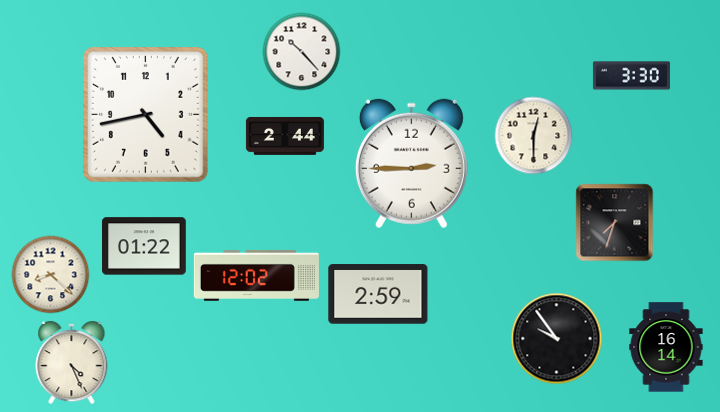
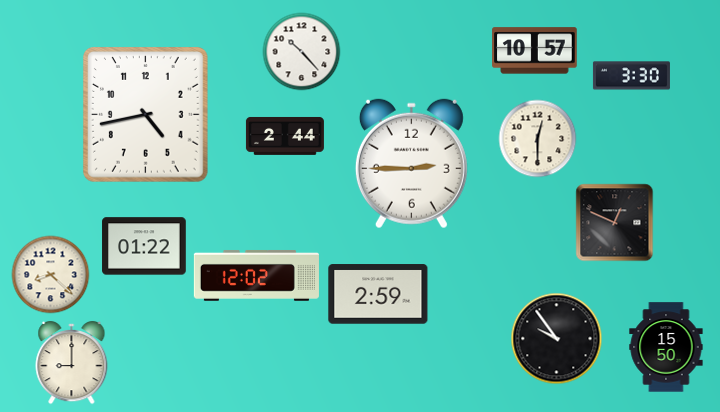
clock at (535, 51): none -> 10:57
clock at (533, 135) position: (533, 135) -> (537, 138)
clock at (614, 222): 7:33 -> 12:49
clock at (666, 347): 16:14 -> 15:50
clock at (72, 362): 4:26 -> 9:00
